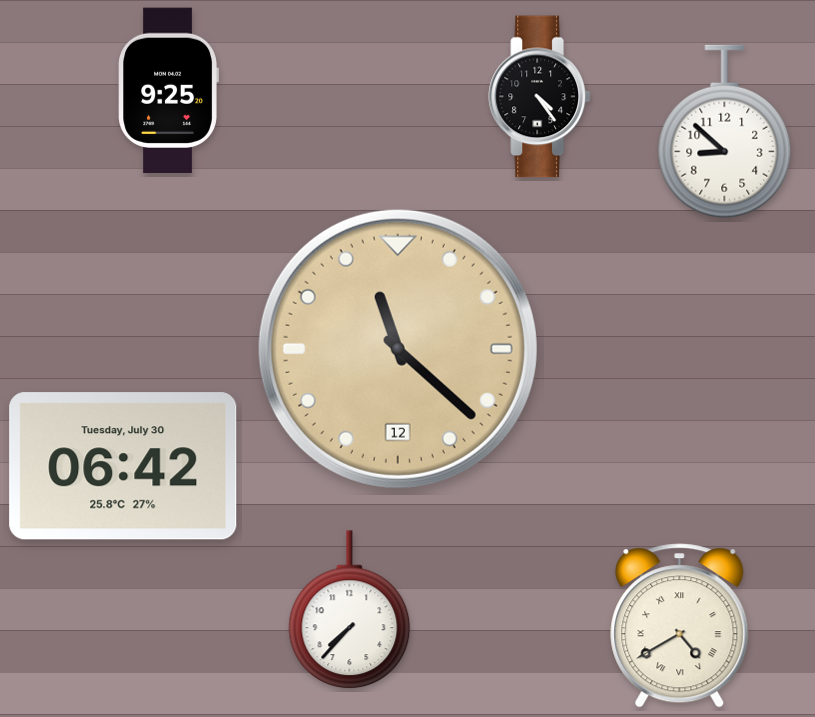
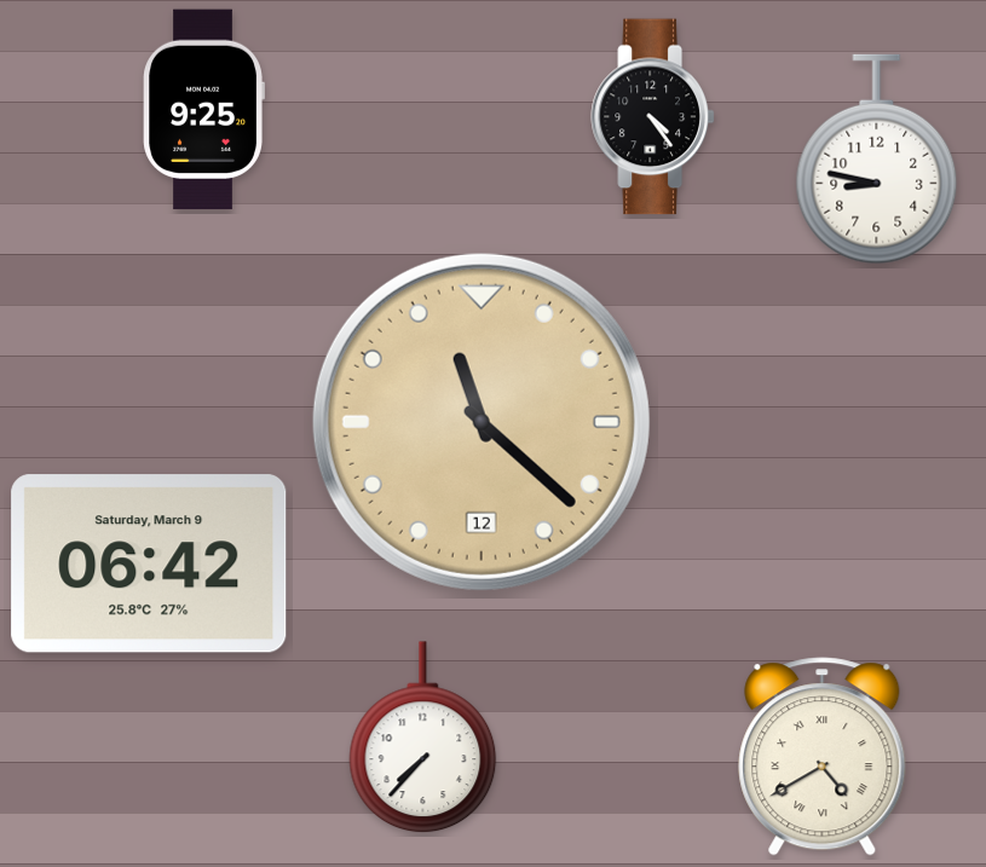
clock at (725, 132): 8:52 -> 8:47
clock at (123, 466) date: Tuesday, July 30 -> Saturday, March 9
